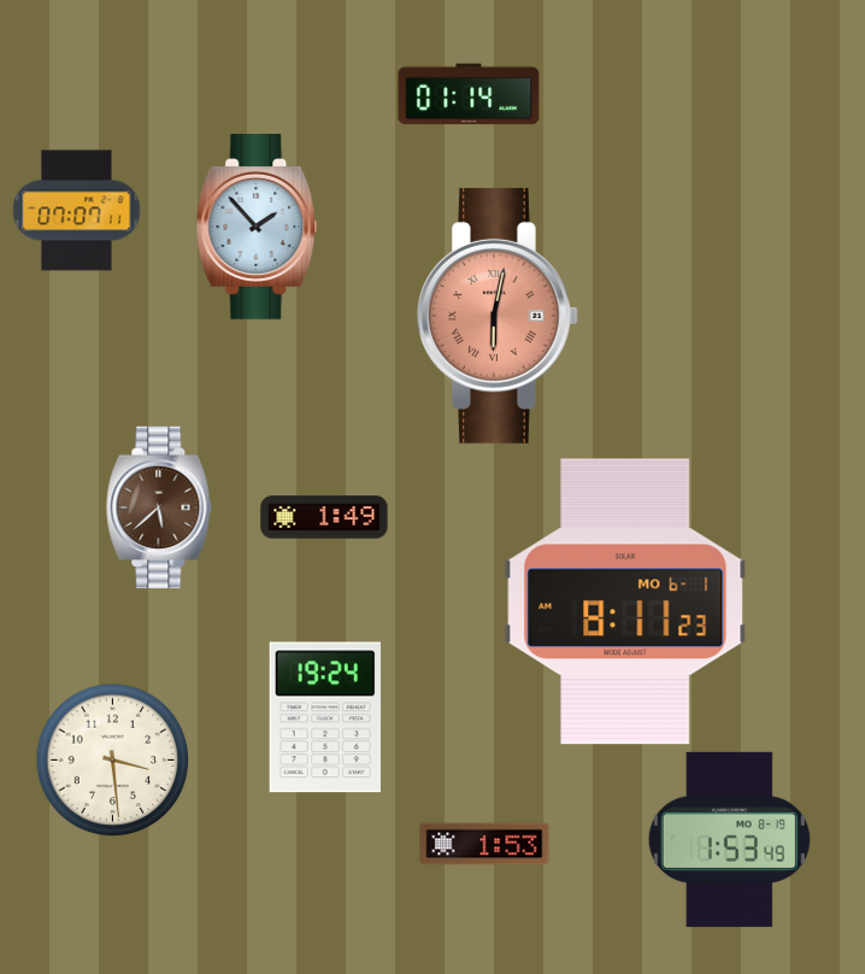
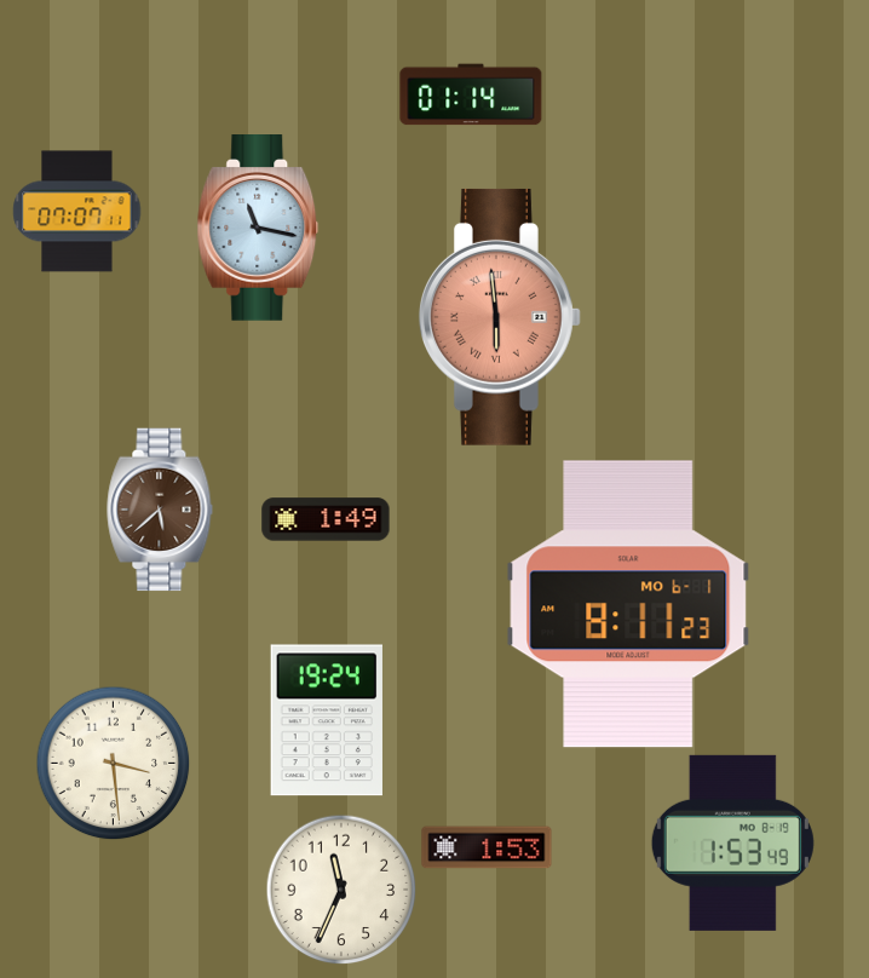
clock at (257, 228): 1:53 -> 11:17
clock at (498, 316): 6:02 -> 5:59
clock at (341, 890): none -> 11:34
